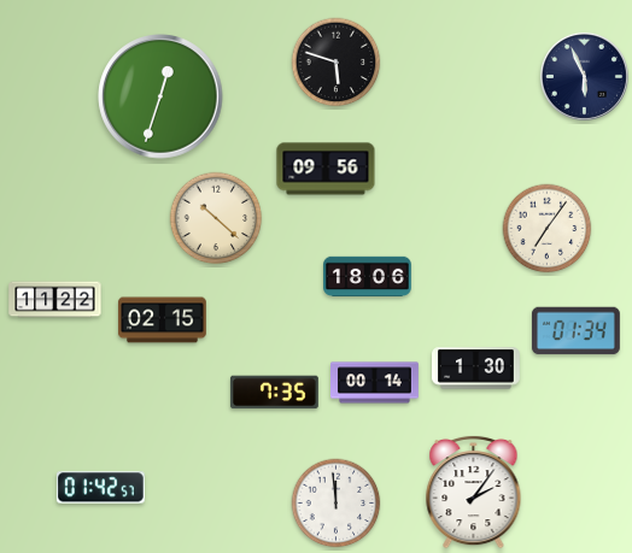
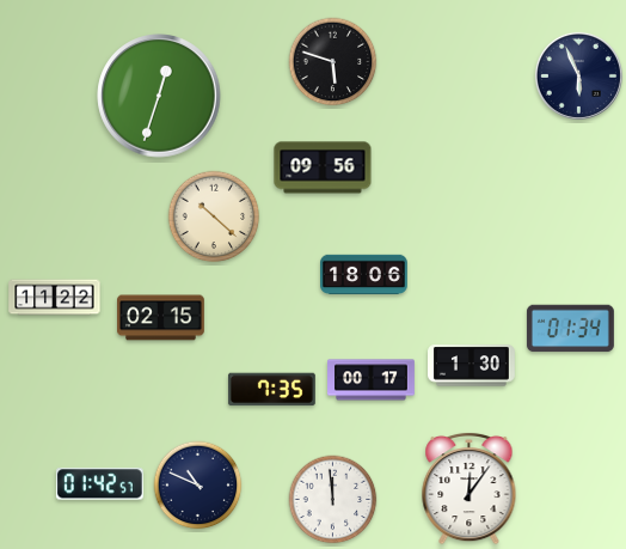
clock at (548, 229): 7:06 -> none
clock at (375, 383): 00:14 -> 00:17
clock at (198, 486): none -> 10:49
clock at (474, 492): 2:06 -> 12:06
